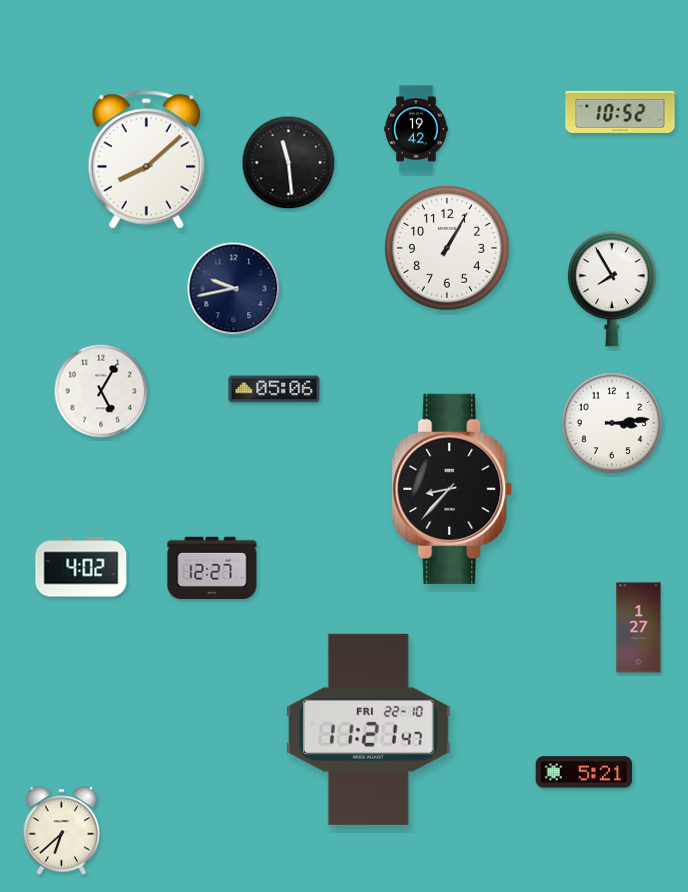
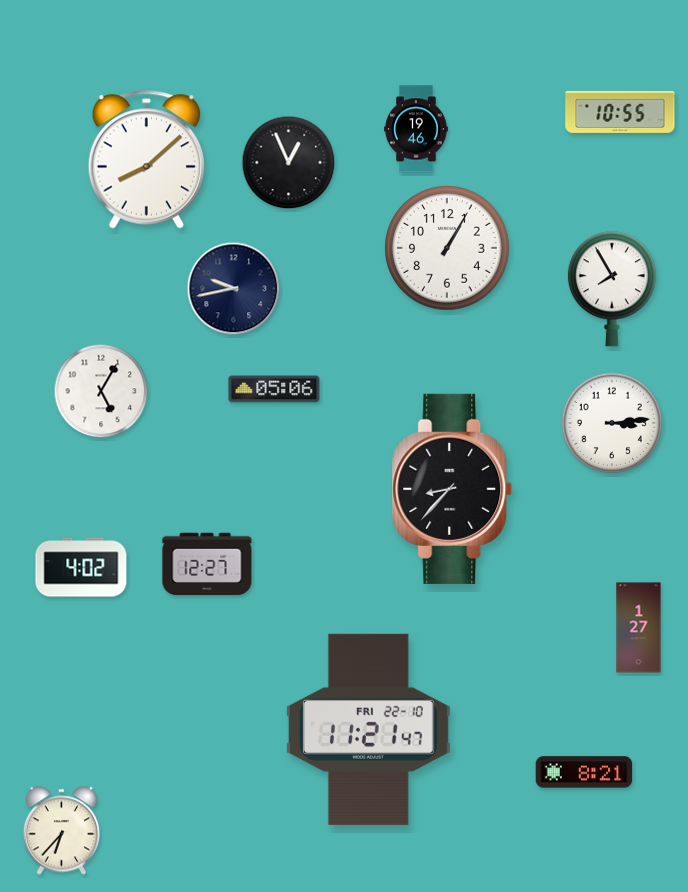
clock at (620, 112): 10:52 -> 10:55
clock at (416, 129): 19:42 -> 19:46
clock at (289, 163): 11:29 -> 12:56
clock at (212, 568) position: (212, 568) -> (207, 564)
clock at (584, 772): 5:21 -> 8:21
clock at (62, 831): 6:38 -> 6:37
